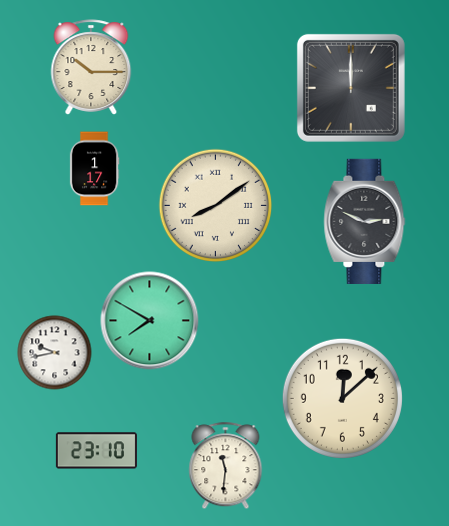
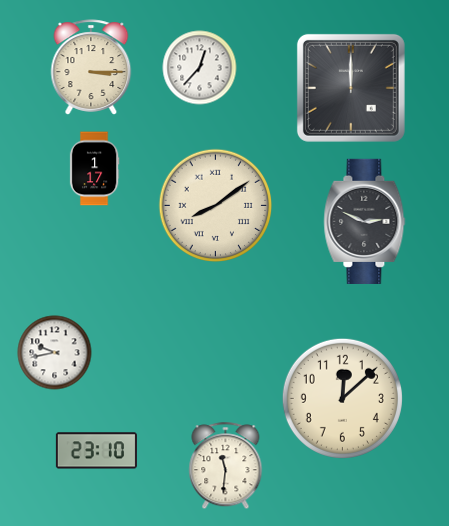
clock at (91, 67): 10:15 -> 3:15
clock at (200, 68): none -> 12:37
clock at (150, 321): 7:50 -> none
